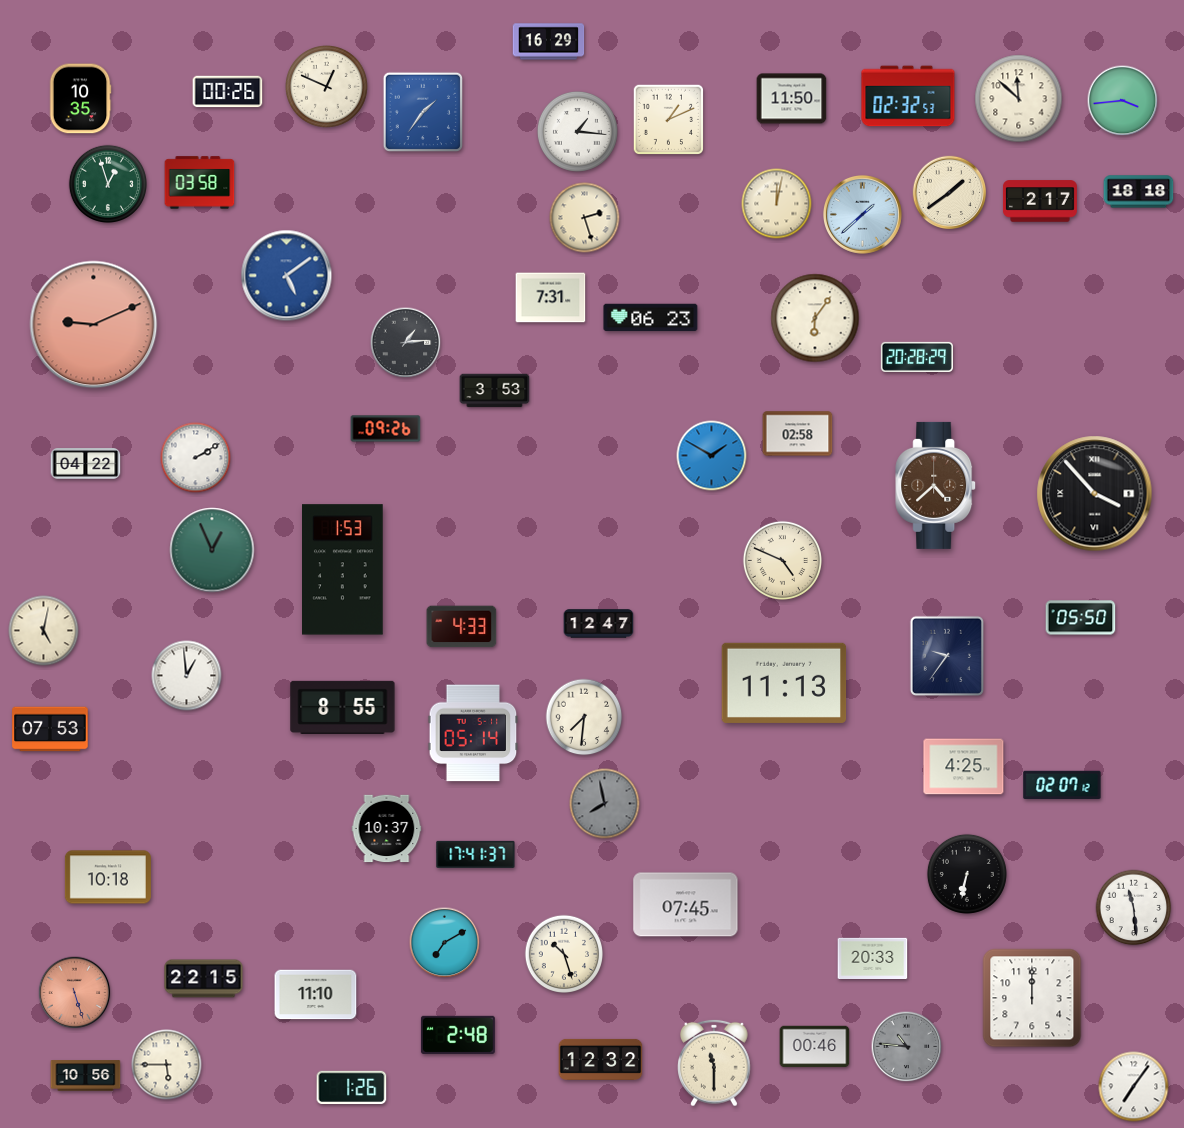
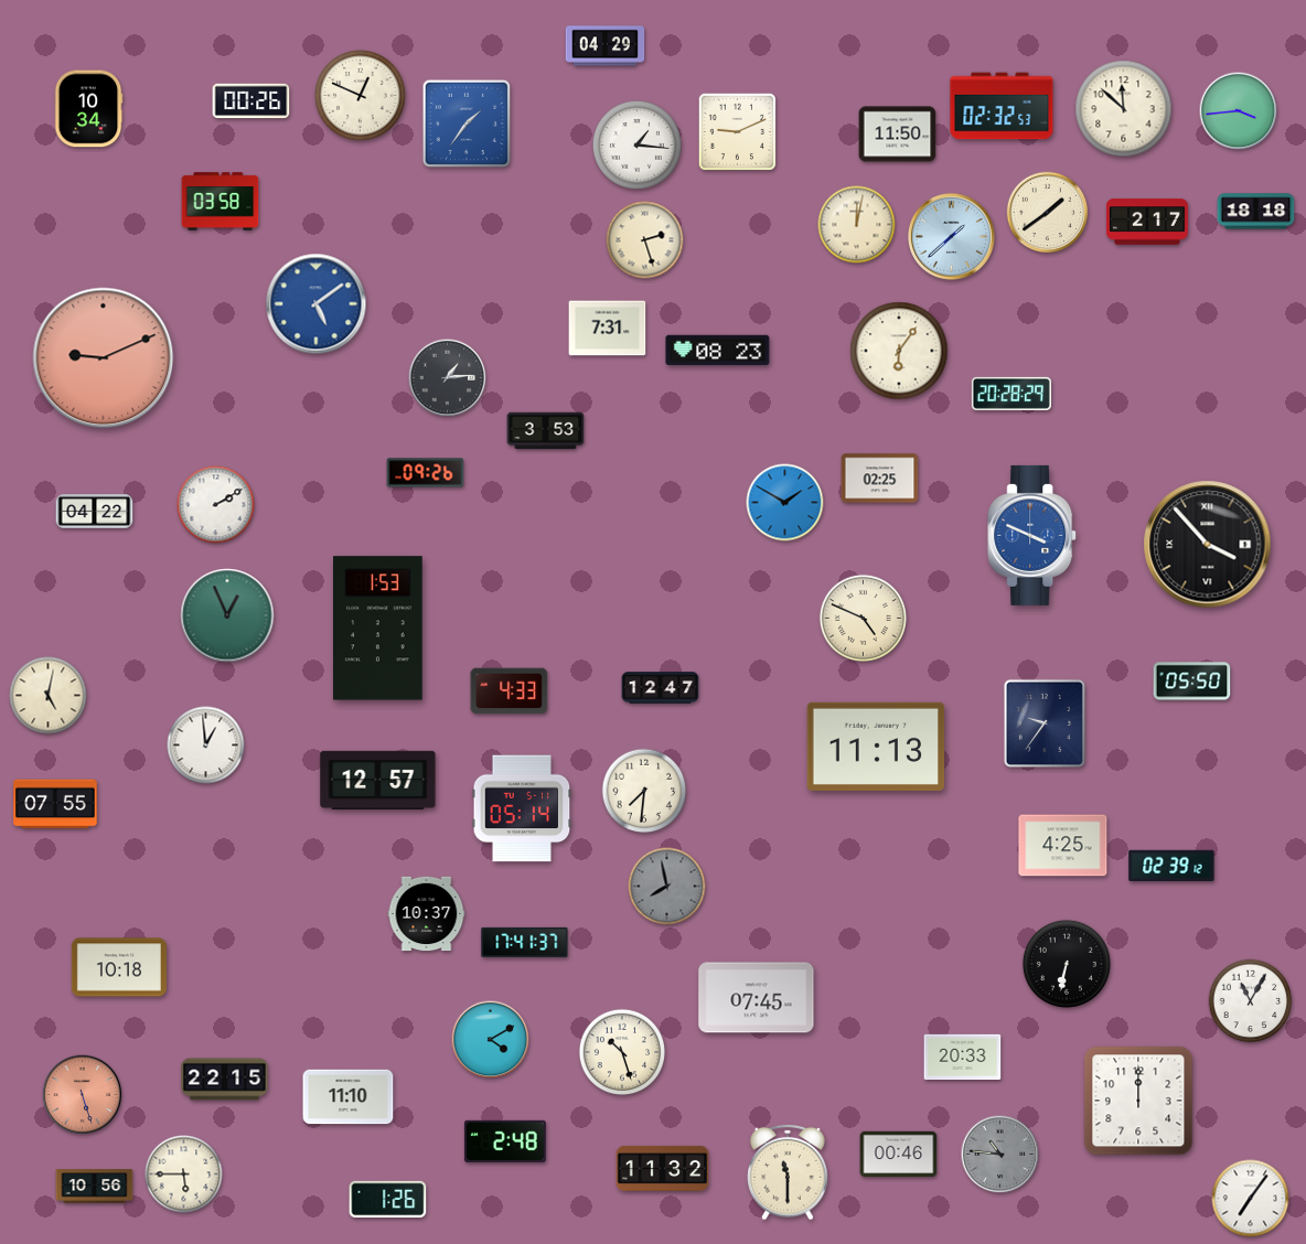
clock at (549, 42): 16:29 -> 04:29
clock at (80, 99): 10:35 -> 10:34
clock at (792, 99) position: (792, 99) -> (898, 135)
clock at (668, 119): 1:11 -> 9:11
clock at (107, 183): 12:57 -> none
clock at (651, 318): 06:23 -> 08:23
clock at (798, 434): 02:58 -> 02:25
clock at (936, 485): 4:38 -> 3:49
clock at (936, 485) dial: brown -> blue
clock at (212, 550) position: (212, 550) -> (227, 615)
clock at (784, 683) position: (784, 683) -> (876, 747)
clock at (343, 707): 8:55 -> 12:57
clock at (50, 729): 07:53 -> 07:55
clock at (1062, 785): 02:07 -> 02:39
clock at (1134, 908): 11:29 -> 11:05
clock at (445, 943): 7:10 -> 4:10
clock at (601, 1059): 12:32 -> 11:32
